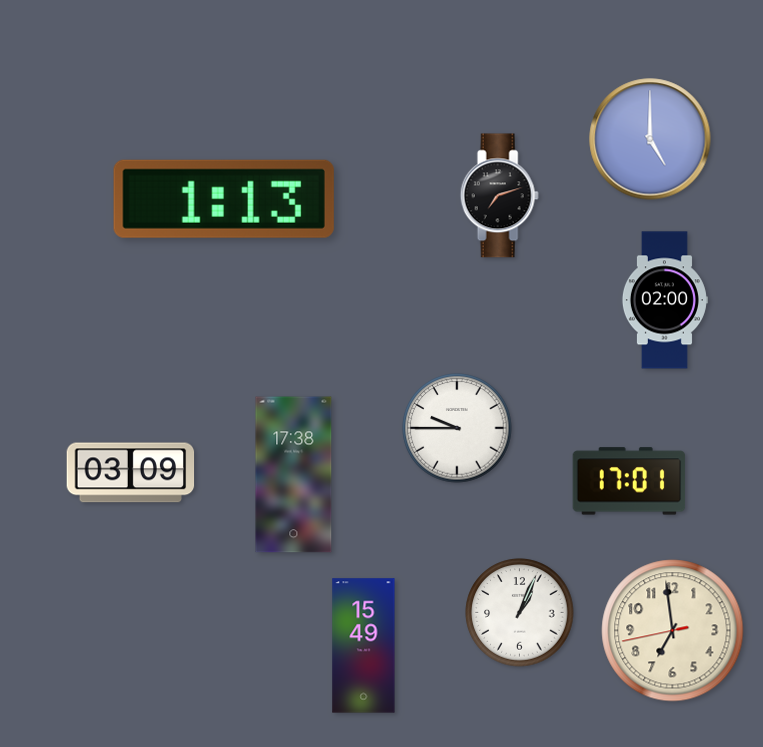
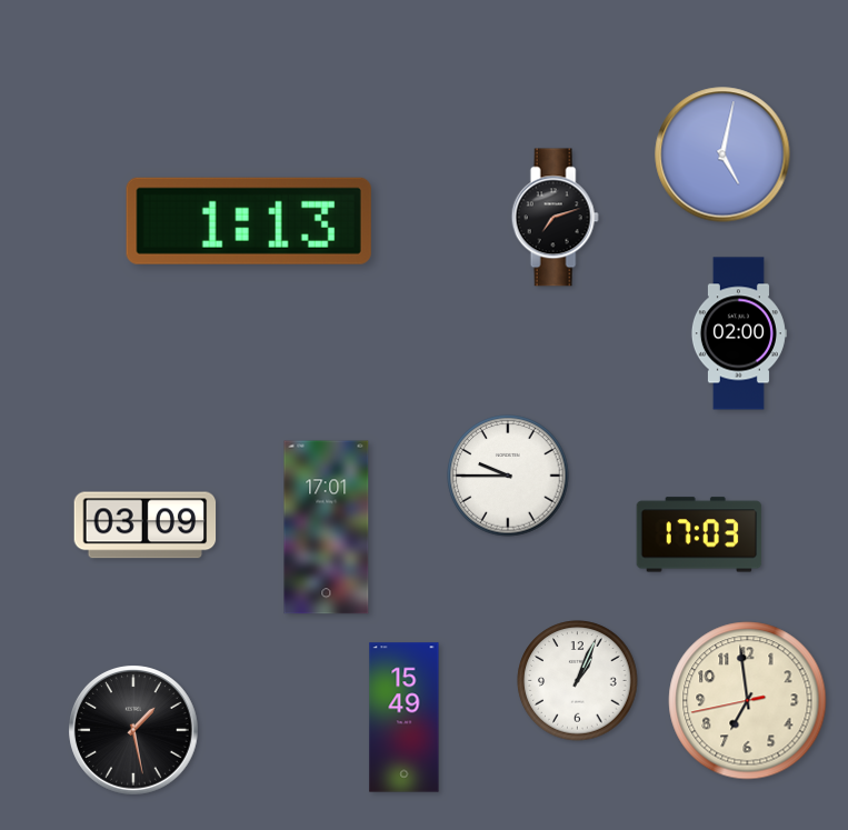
clock at (650, 139): 5:00 -> 5:02
clock at (294, 475): 17:38 -> 17:01
clock at (629, 481): 17:01 -> 17:03
clock at (133, 730): none -> 1:28
